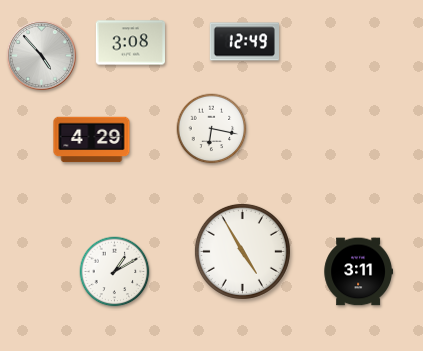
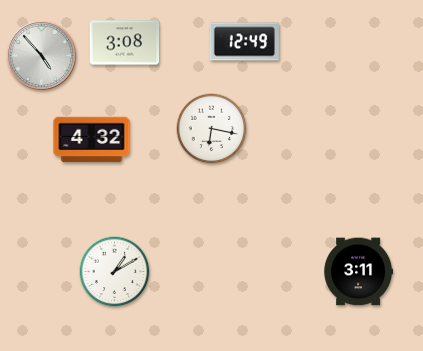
clock at (130, 43) position: (130, 43) -> (124, 43)
clock at (92, 140): 4:29 -> 4:32
clock at (242, 251): 4:55 -> none
